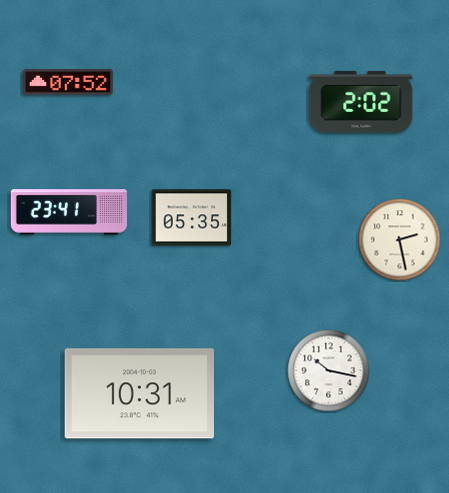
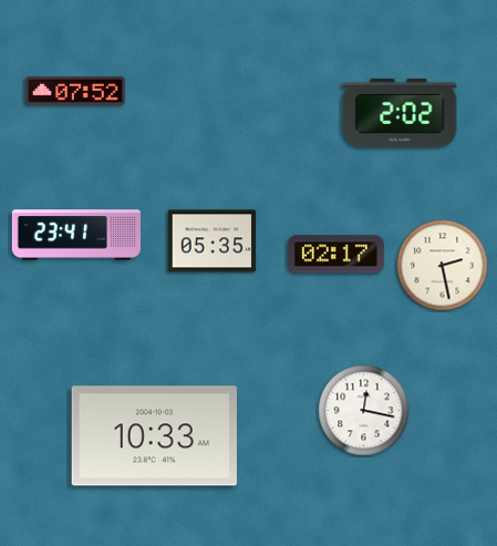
clock at (335, 255): none -> 02:17
clock at (329, 371): 10:17 -> 12:17
clock at (139, 394): 10:31 -> 10:33
